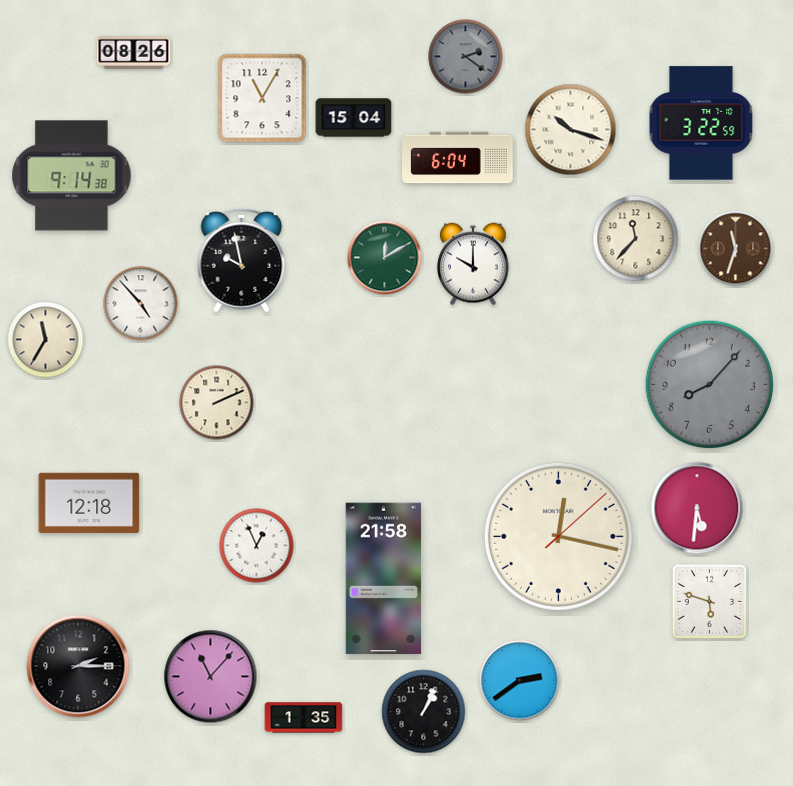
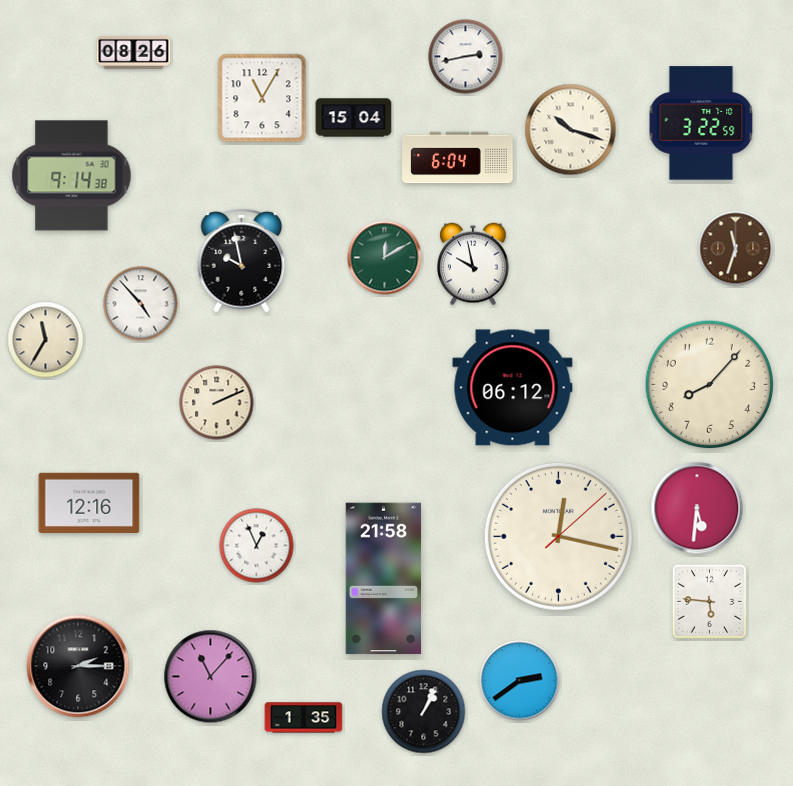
clock at (466, 57): 2:21 -> 2:43
clock at (466, 57) dial: grey -> white
clock at (636, 239): 11:37 -> none
clock at (473, 264): 10:00 -> 9:58
clock at (709, 384) dial: grey -> cream
clock at (513, 388): none -> 06:12
clock at (89, 503): 12:18 -> 12:16
clock at (709, 601): 5:48 -> 5:46
